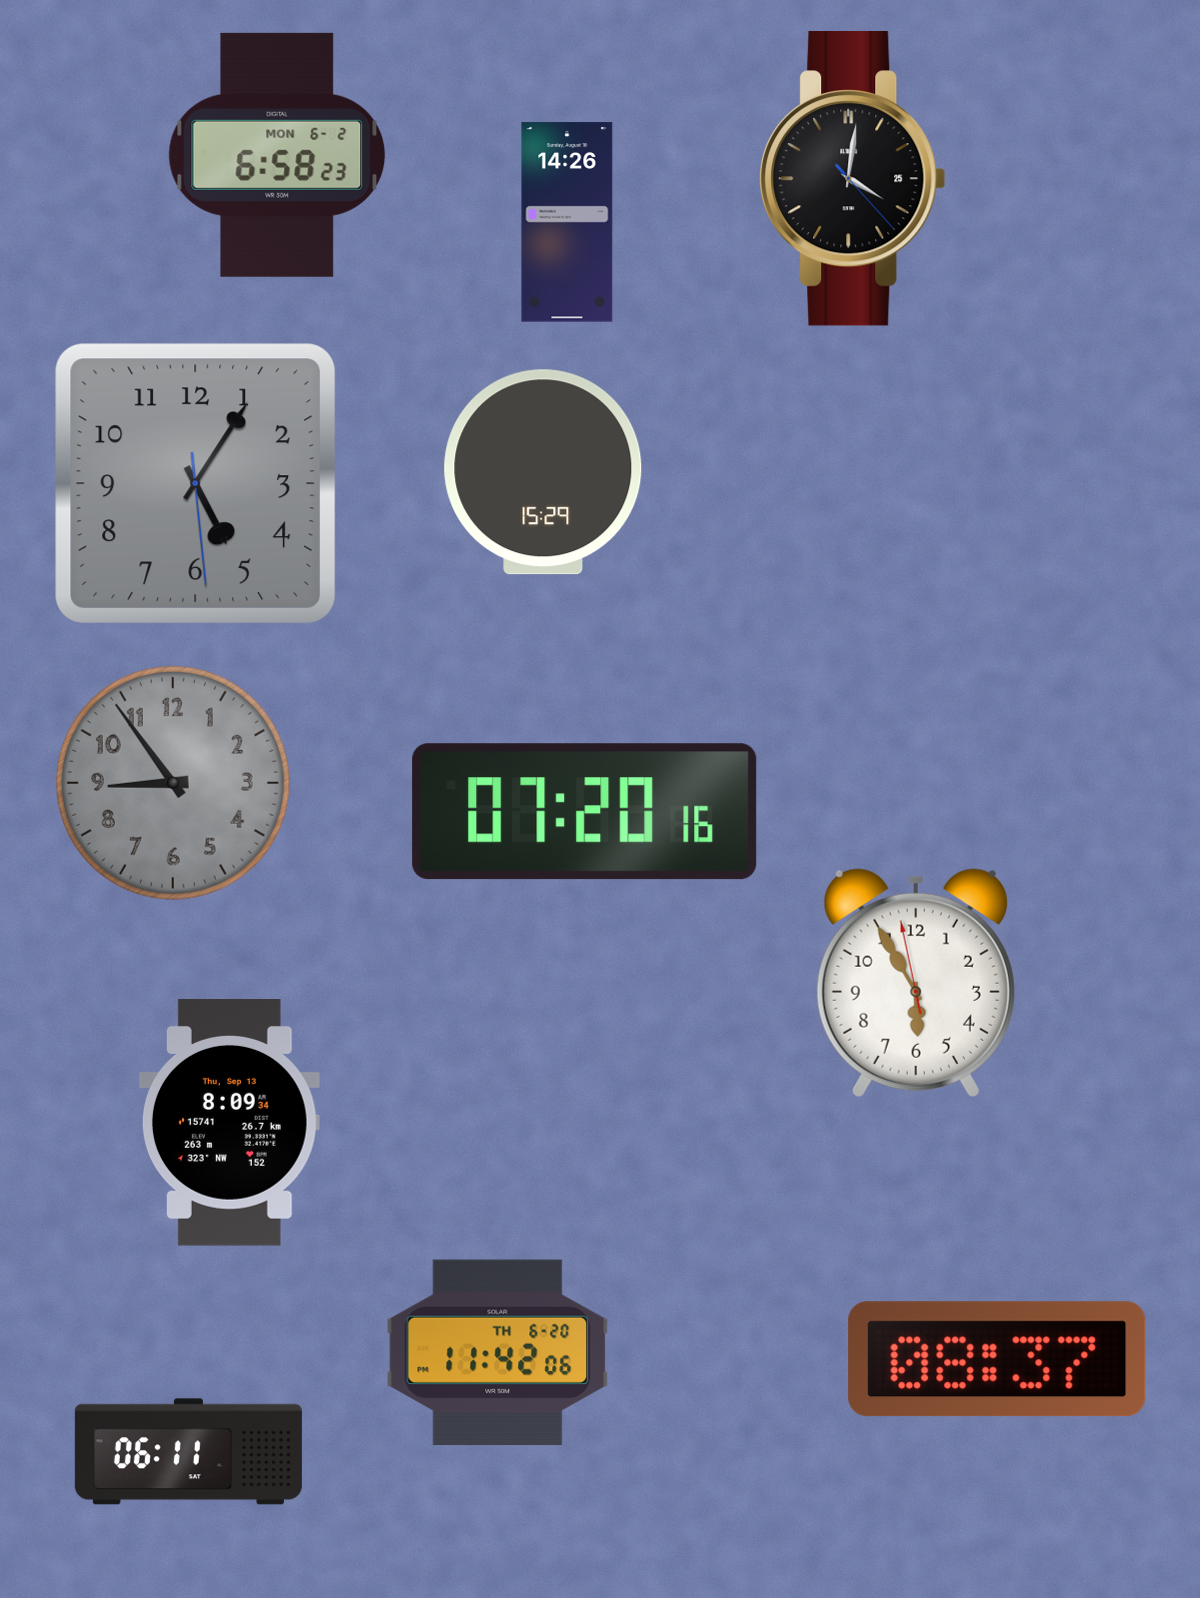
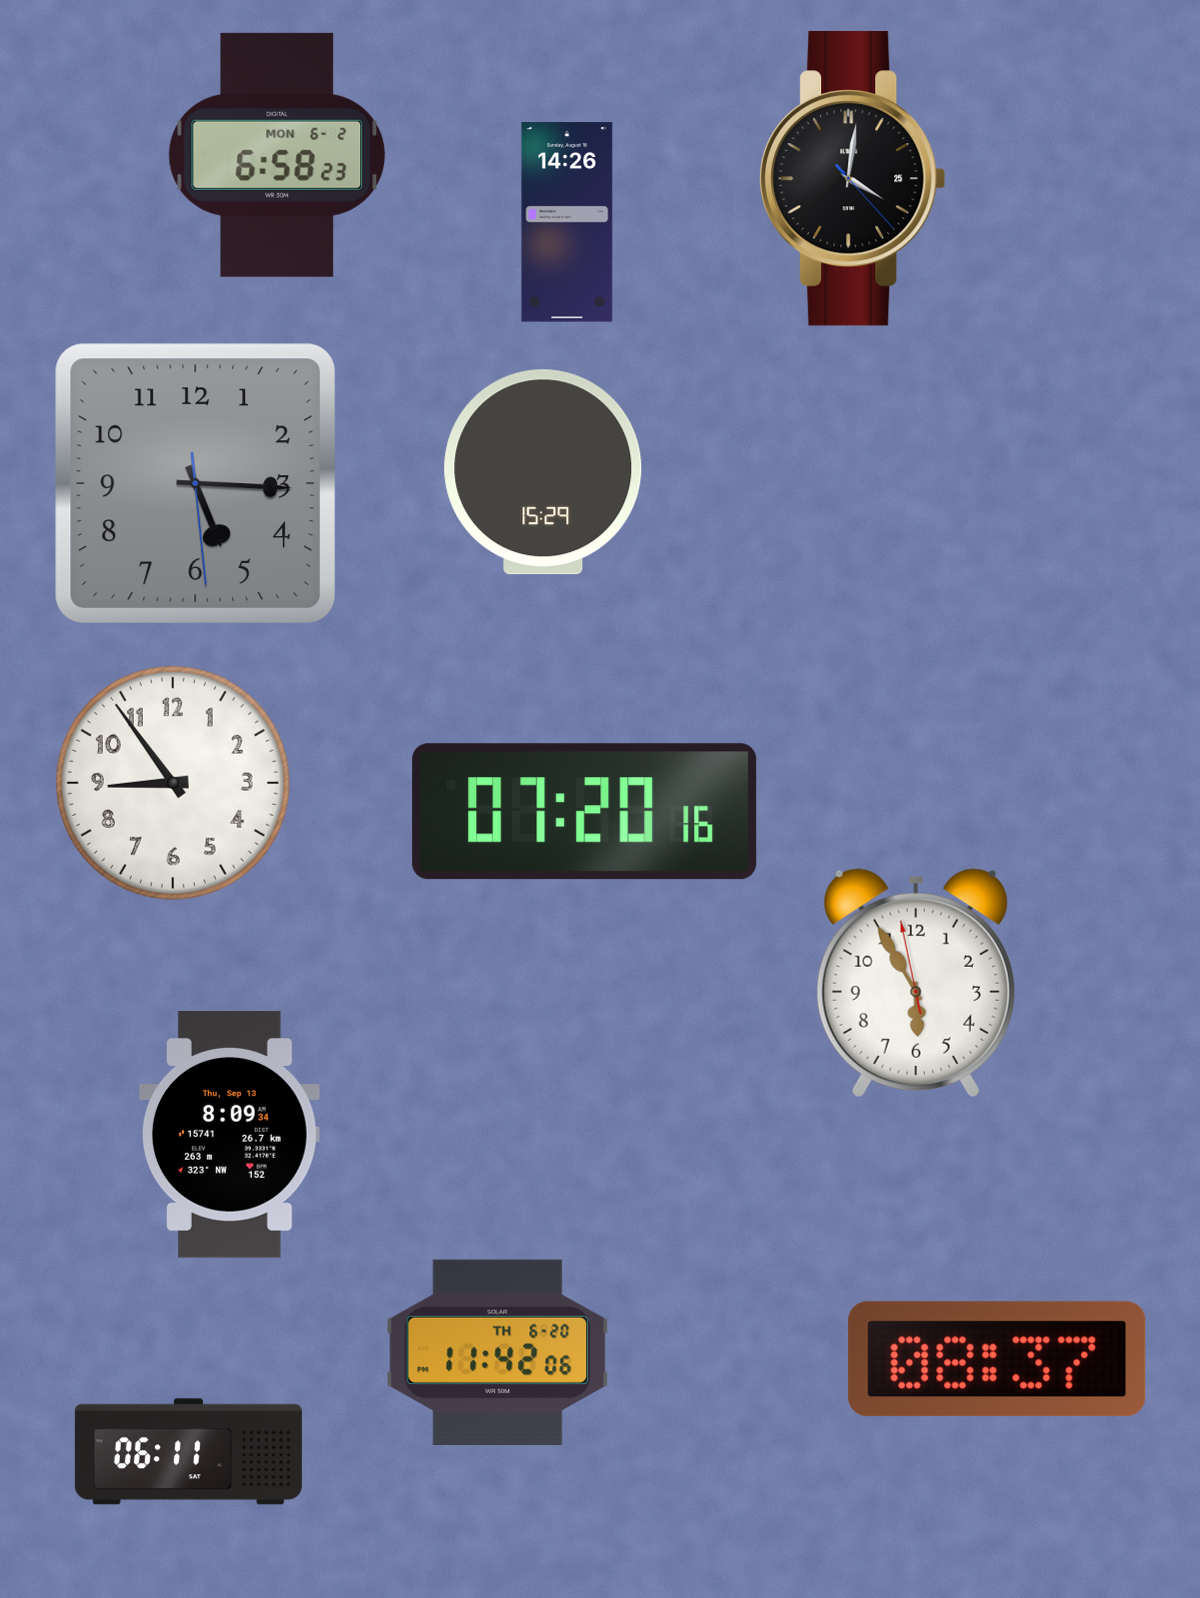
clock at (196, 484): 5:05 -> 5:15
clock at (173, 783) dial: grey -> white
clock at (229, 1123) position: (229, 1123) -> (229, 1135)
